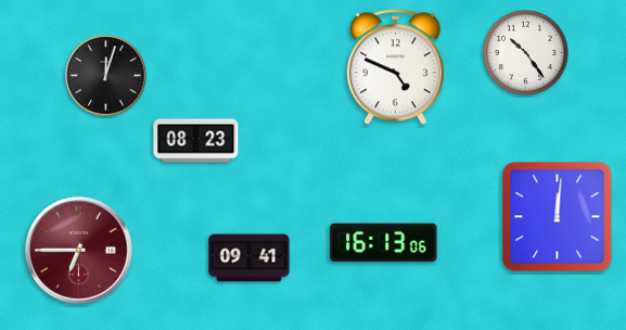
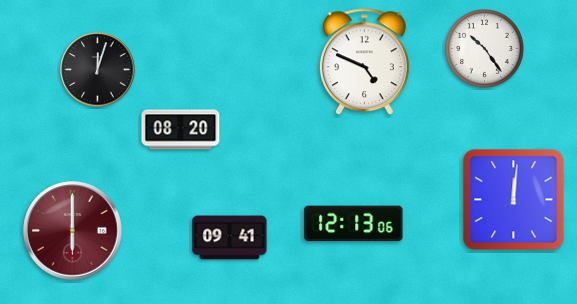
clock at (196, 141): 08:23 -> 08:20
clock at (384, 243): 16:13 -> 12:13
clock at (79, 251): 6:45 -> 6:00
